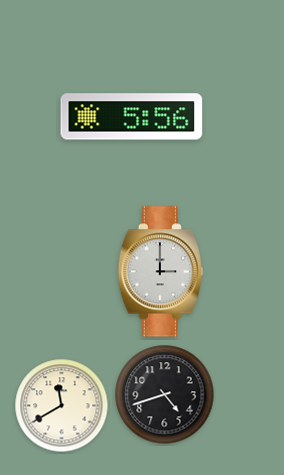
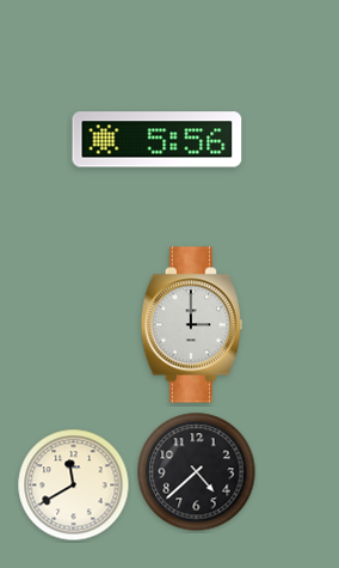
clock at (165, 395): 4:42 -> 4:38
